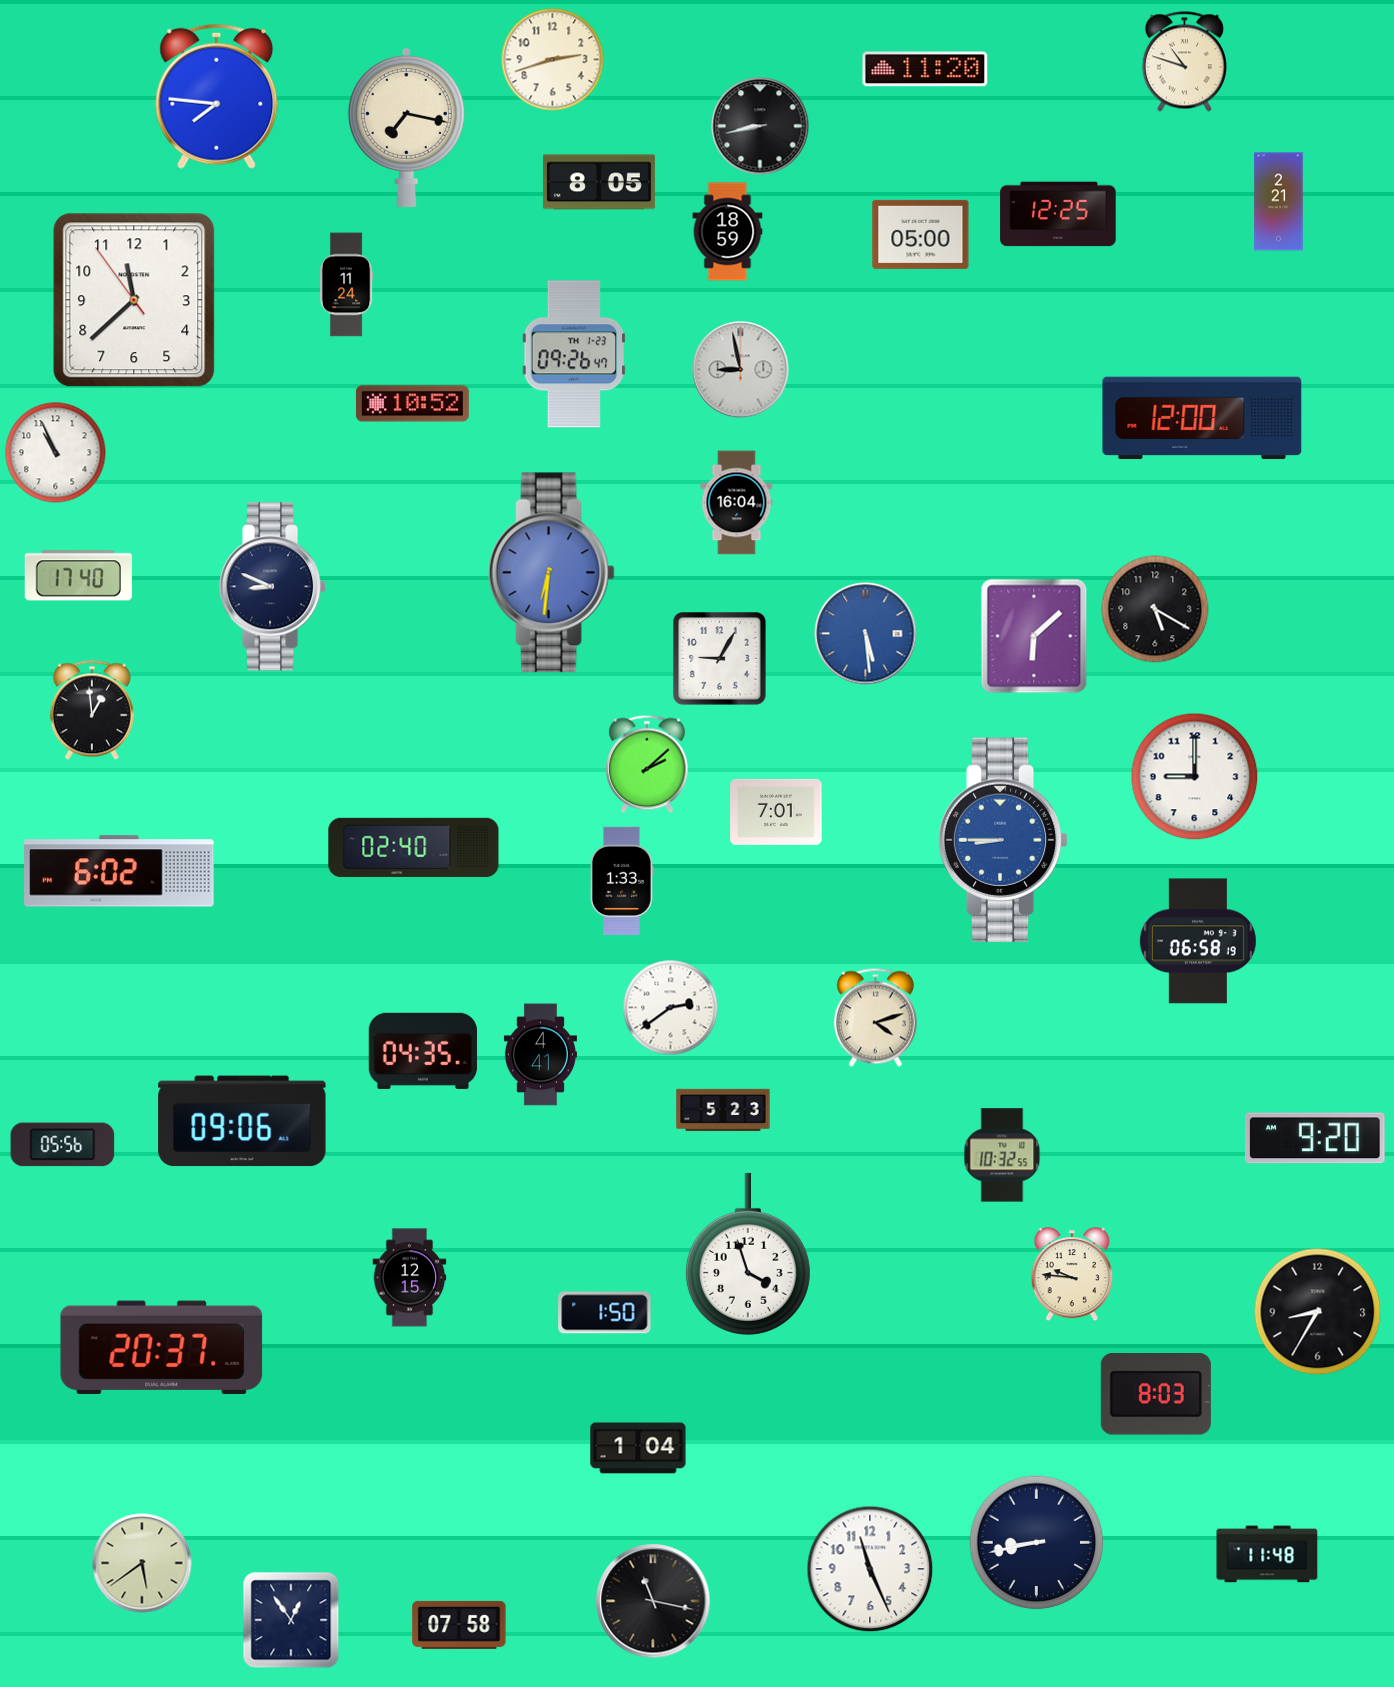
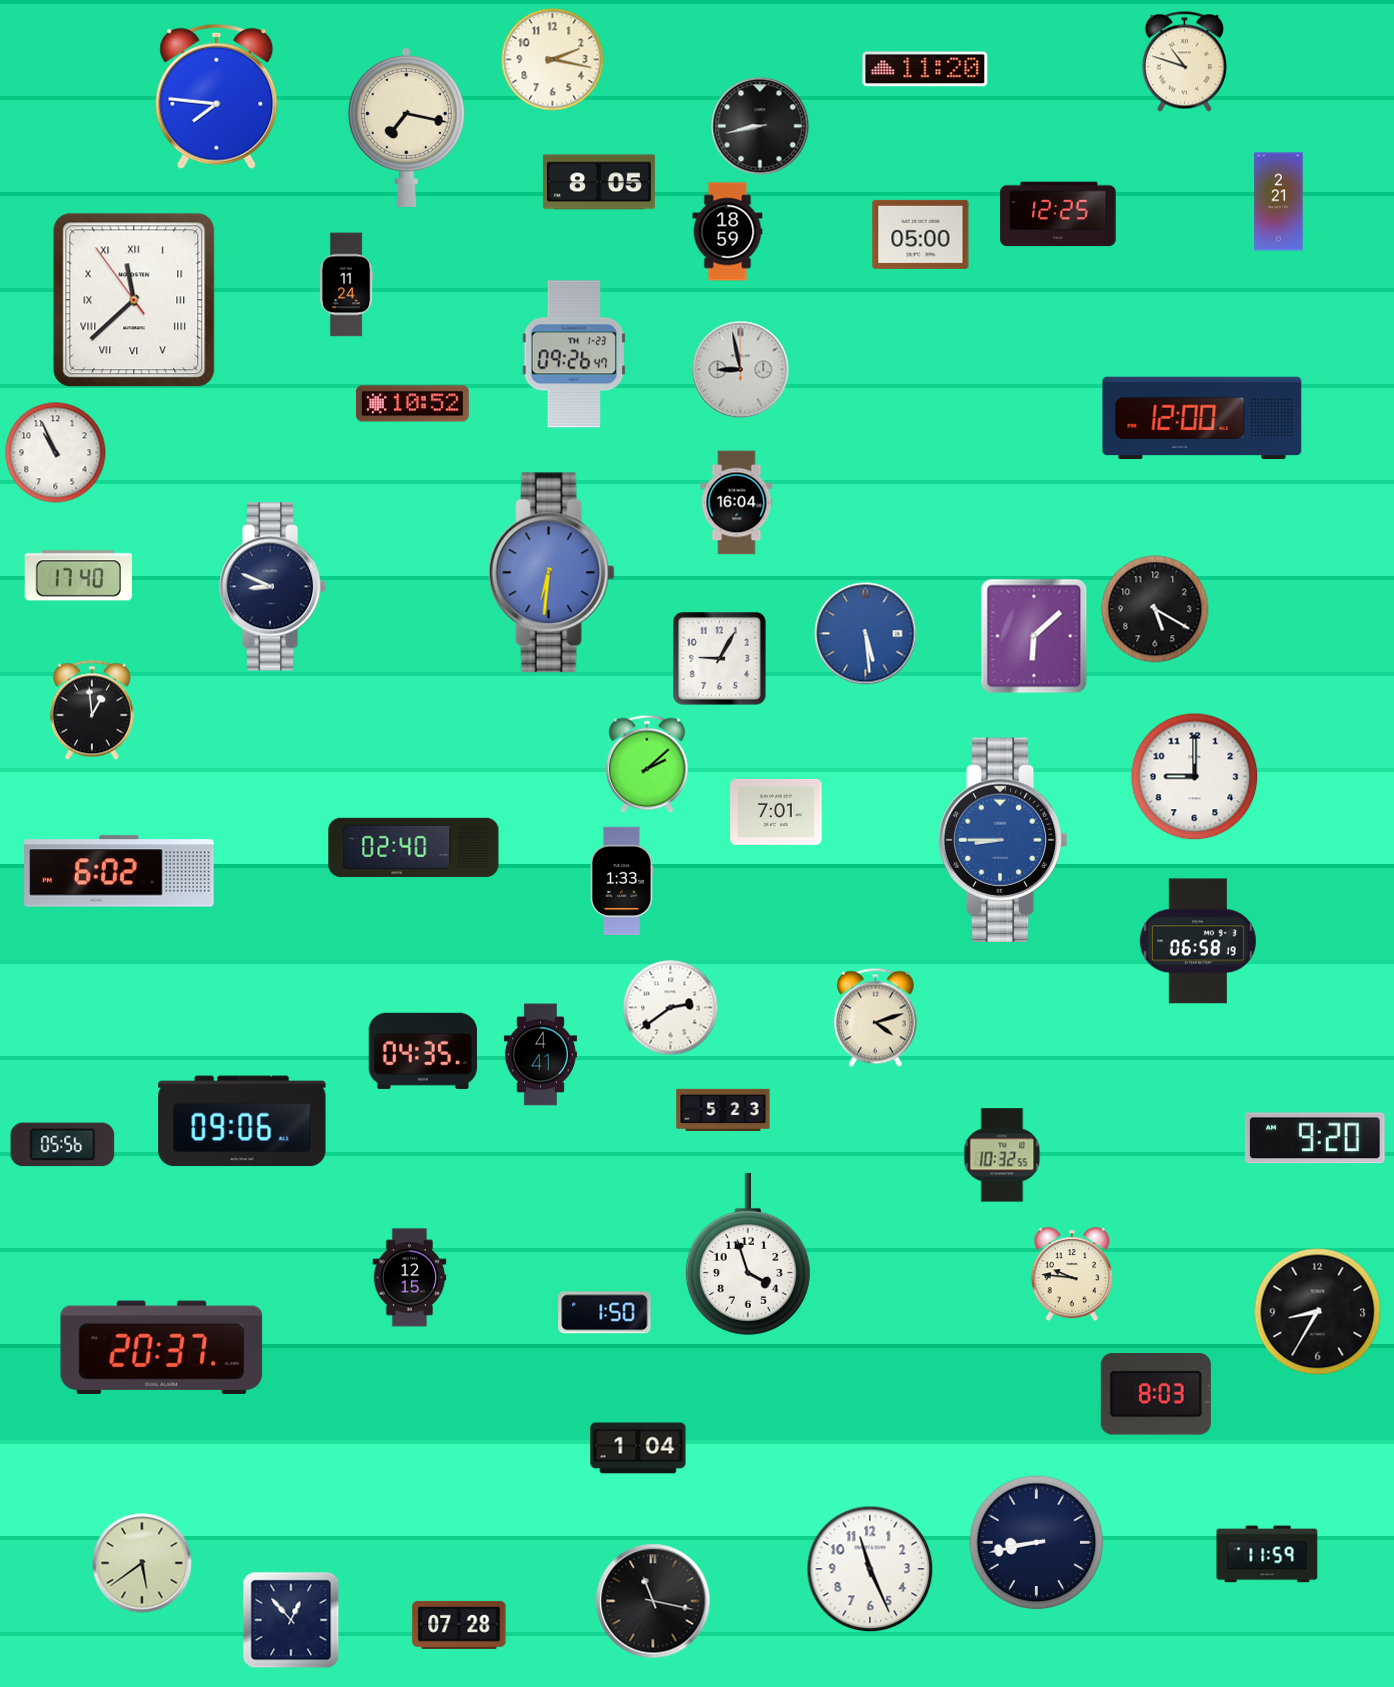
clock at (553, 60): 2:42 -> 2:17
clock at (134, 300) numerals: Arabic -> Roman
clock at (1267, 1554): 11:48 -> 11:59
clock at (291, 1620): 12:54 -> 12:53
clock at (459, 1625): 07:58 -> 07:28
